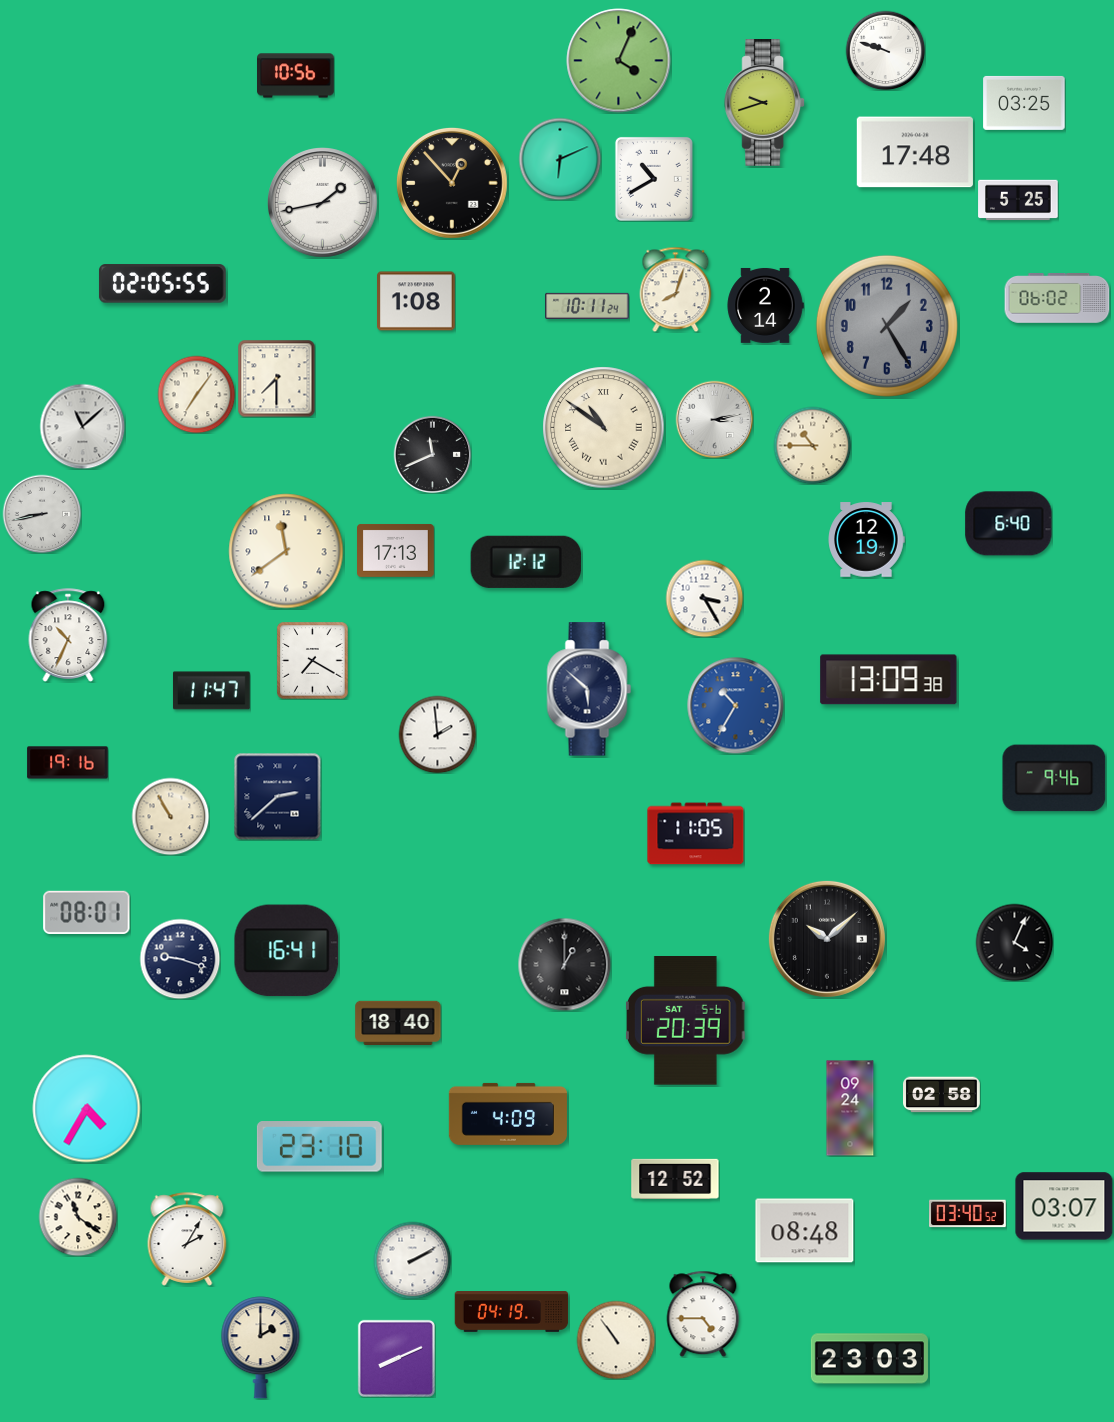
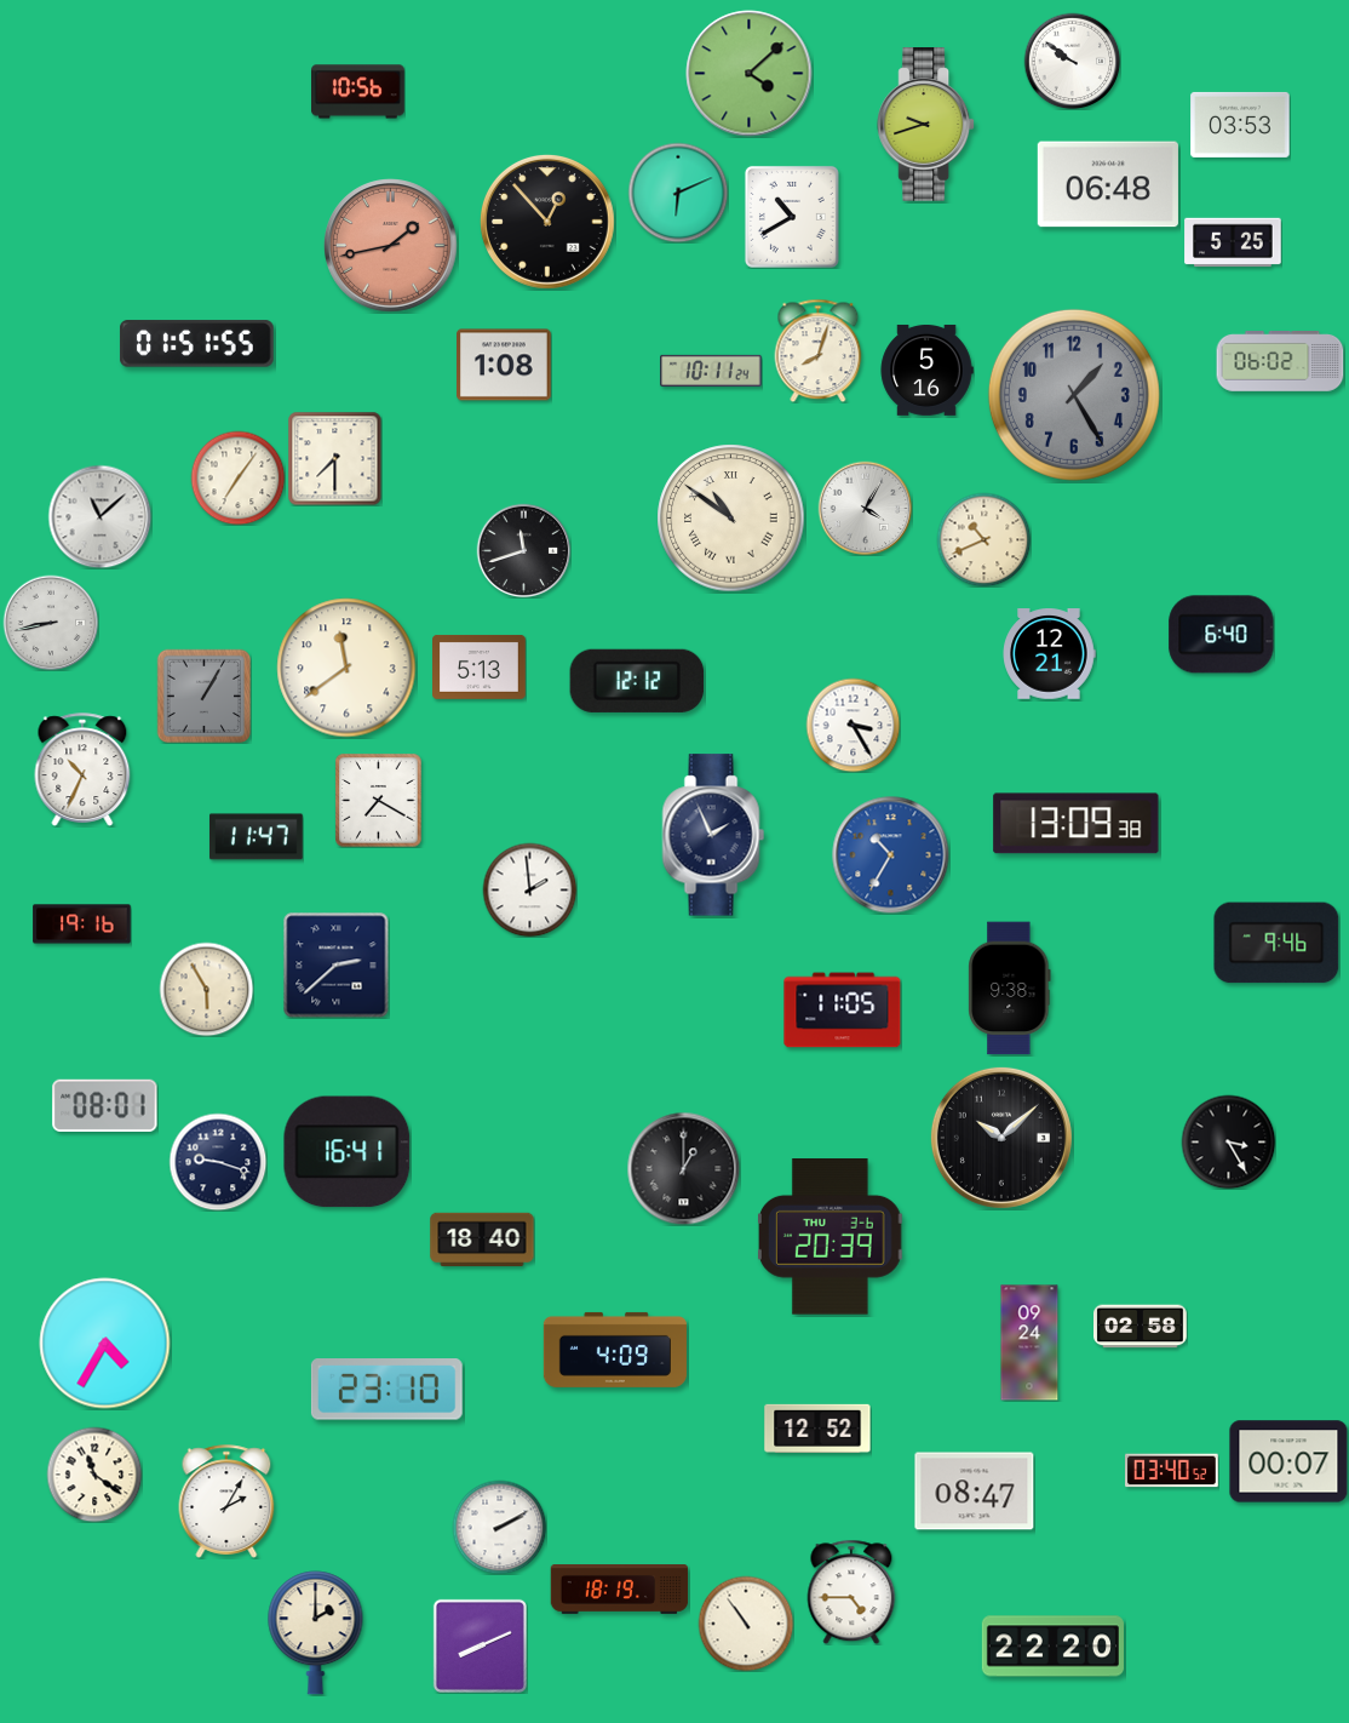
clock at (885, 50): 9:48 -> 9:51
clock at (619, 61): 4:04 -> 4:08
clock at (1024, 103): 03:25 -> 03:53
clock at (915, 152): 17:48 -> 06:48
clock at (323, 203) dial: white -> salmon
clock at (162, 284): 02:05 -> 01:51
clock at (765, 306): 2:14 -> 5:16
clock at (714, 419): 3:13 -> 4:05
clock at (812, 445): 10:45 -> 10:41
clock at (432, 454): 11:41 -> 11:42
clock at (866, 540): 12:19 -> 12:21
clock at (396, 550): 17:13 -> 5:13
clock at (203, 696): none -> 1:05
clock at (589, 689): 5:52 -> 1:56
clock at (170, 816): 10:55 -> 5:55
clock at (1010, 989): none -> 9:38
clock at (1014, 942): 4:04 -> 3:25
clock at (686, 1021) date: SAT 5-6 -> THU 3-6
clock at (1064, 1206): 03:07 -> 00:07
clock at (805, 1231): 08:48 -> 08:47
clock at (512, 1312): 04:19 -> 18:19
clock at (869, 1359): 23:03 -> 22:20
